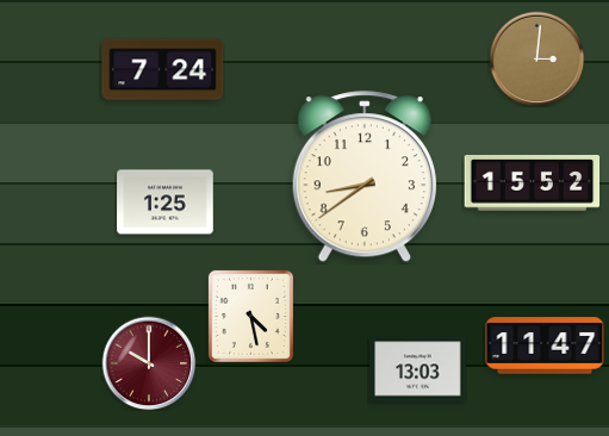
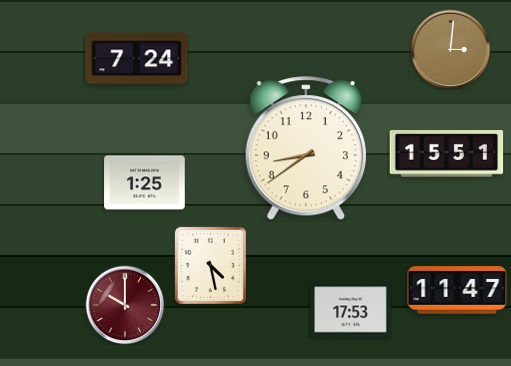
clock at (533, 183): 15:52 -> 15:51
clock at (166, 203) position: (166, 203) -> (145, 183)
clock at (418, 369): 13:03 -> 17:53
